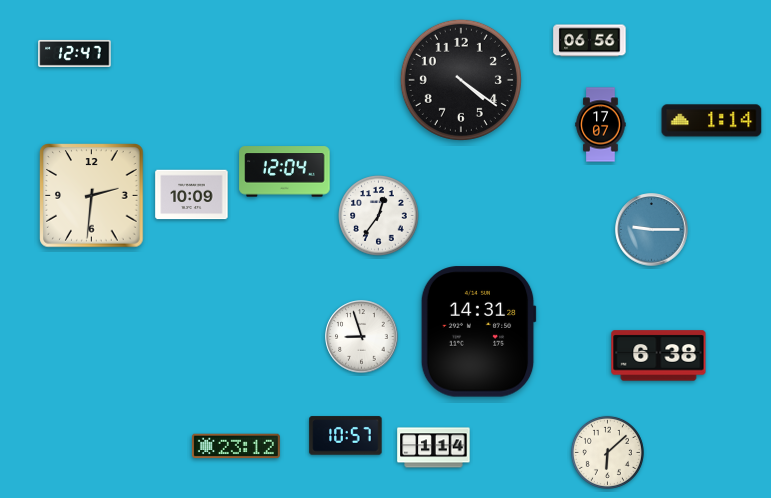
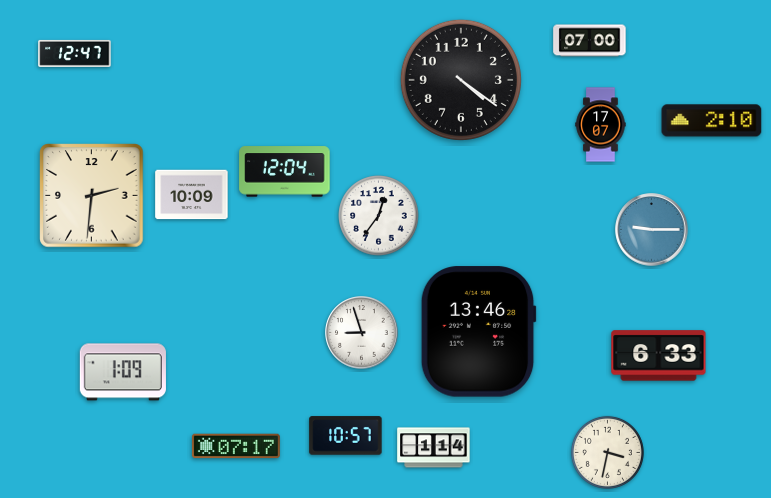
clock at (590, 41): 06:56 -> 07:00
clock at (712, 121): 1:14 -> 2:10
clock at (478, 332): 14:31 -> 13:46
clock at (362, 337) position: (362, 337) -> (362, 333)
clock at (659, 356): 6:38 -> 6:33
clock at (123, 372): none -> 1:09
clock at (236, 446): 23:12 -> 07:17
clock at (607, 452): 6:08 -> 3:32
